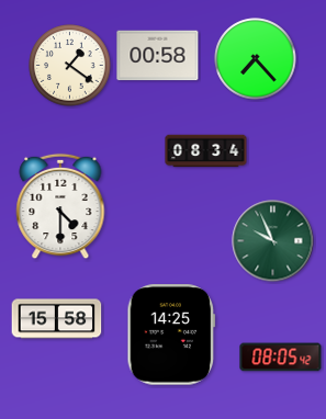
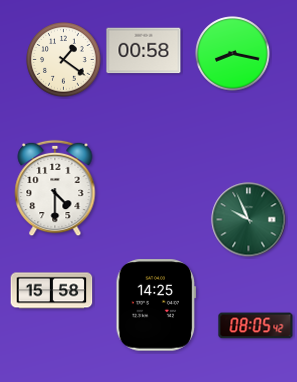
clock at (256, 59): 7:23 -> 8:17
clock at (206, 151): 08:34 -> none
